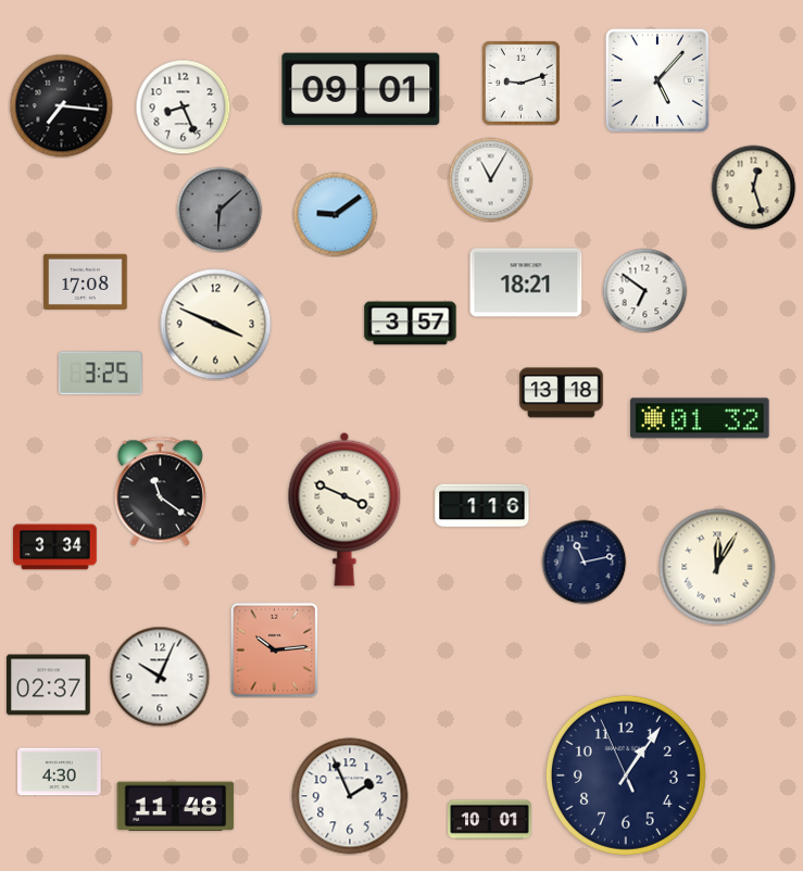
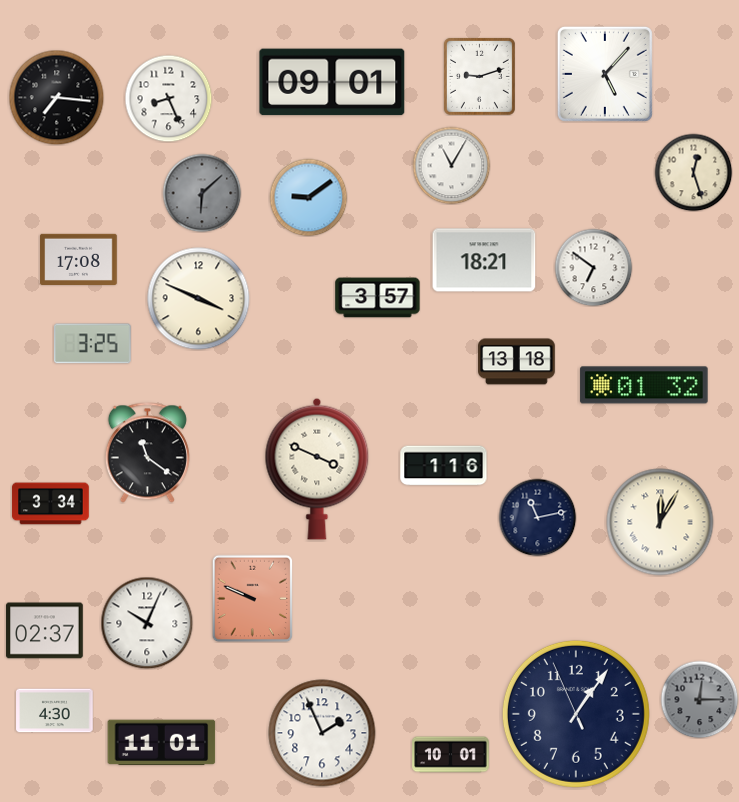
clock at (275, 649): 10:14 -> 9:49
clock at (699, 699): none -> 12:15
clock at (176, 807): 11:48 -> 11:01
